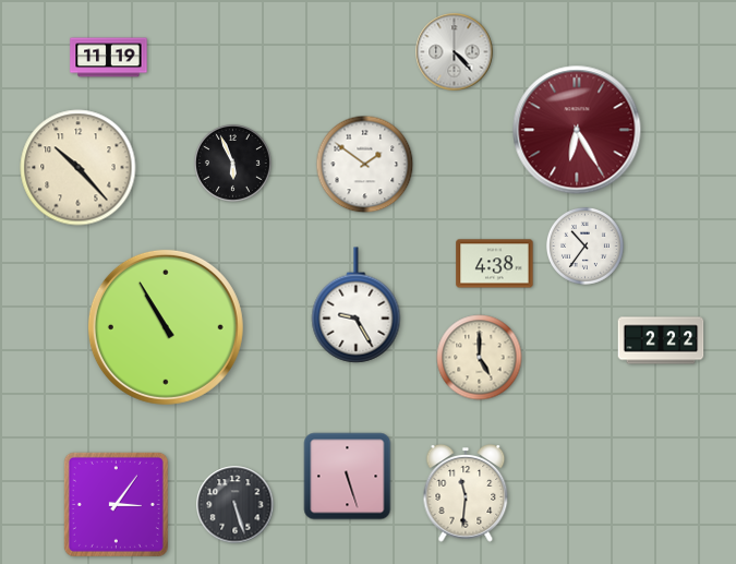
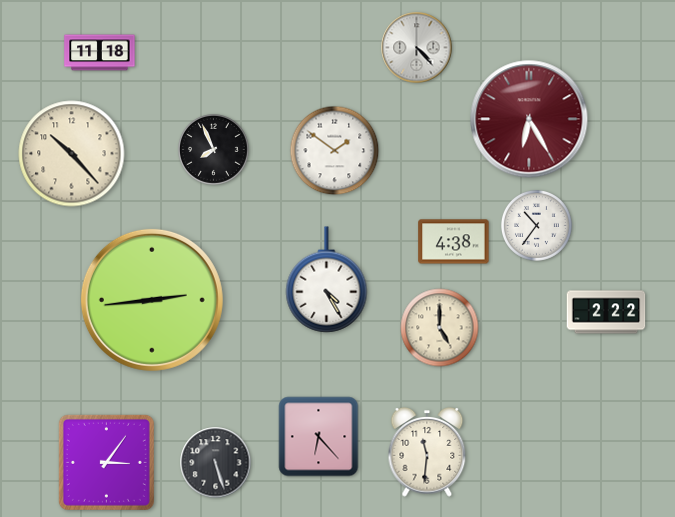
clock at (109, 58): 11:19 -> 11:18
clock at (232, 163): 5:56 -> 7:56
clock at (357, 305): 9:25 -> 4:25
clock at (166, 327): 10:55 -> 2:44
clock at (348, 477): 5:27 -> 6:23
